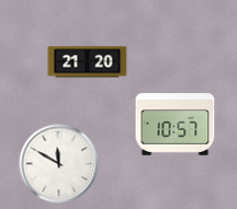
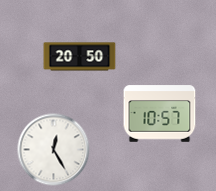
clock at (88, 62): 21:20 -> 20:50
clock at (59, 164): 11:50 -> 12:25
